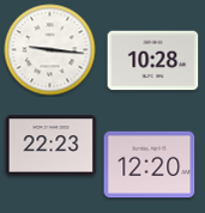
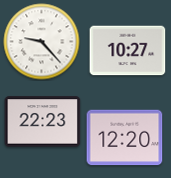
clock at (50, 50): 9:16 -> 9:23
clock at (153, 61): 10:28 -> 10:27
